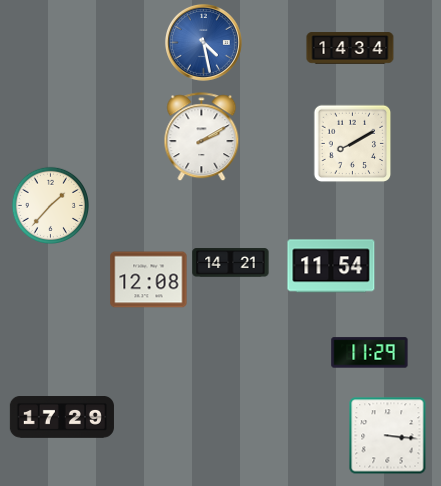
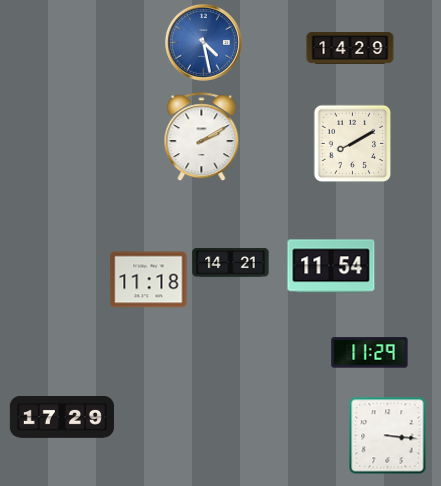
clock at (350, 48): 14:34 -> 14:29
clock at (50, 205): 1:37 -> none
clock at (149, 280): 12:08 -> 11:18
